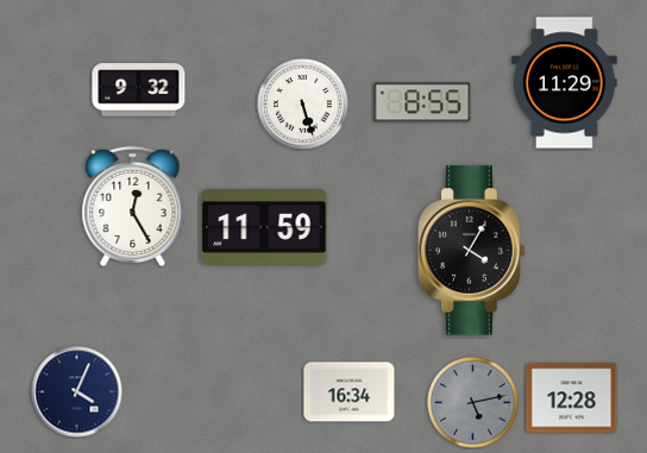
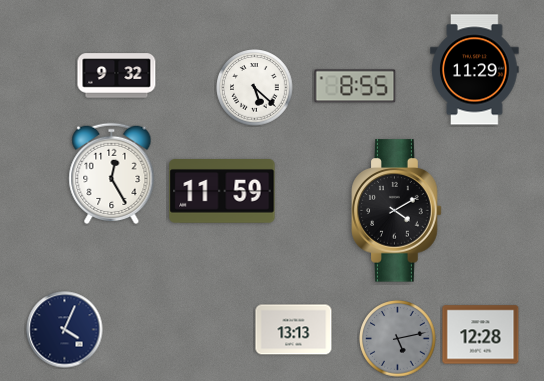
clock at (303, 105): 5:27 -> 5:22
clock at (472, 251): 4:05 -> 4:10
clock at (350, 392): 16:34 -> 13:13
